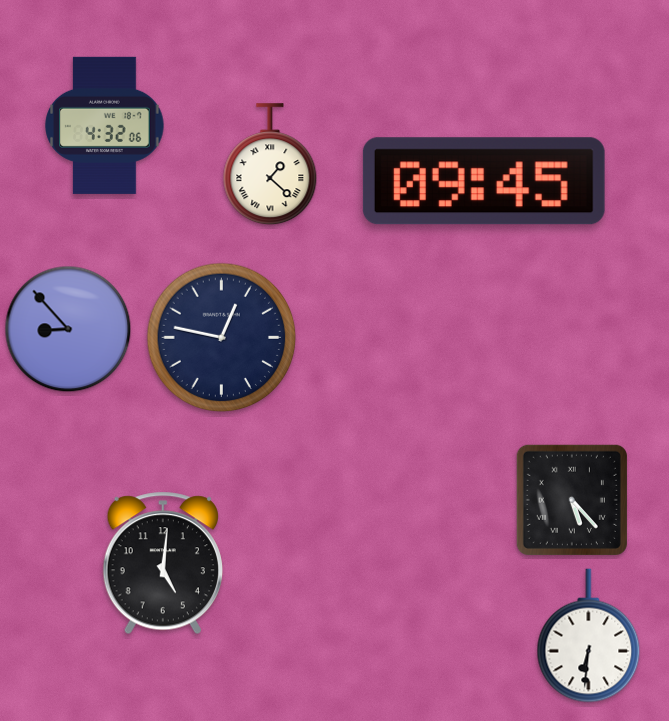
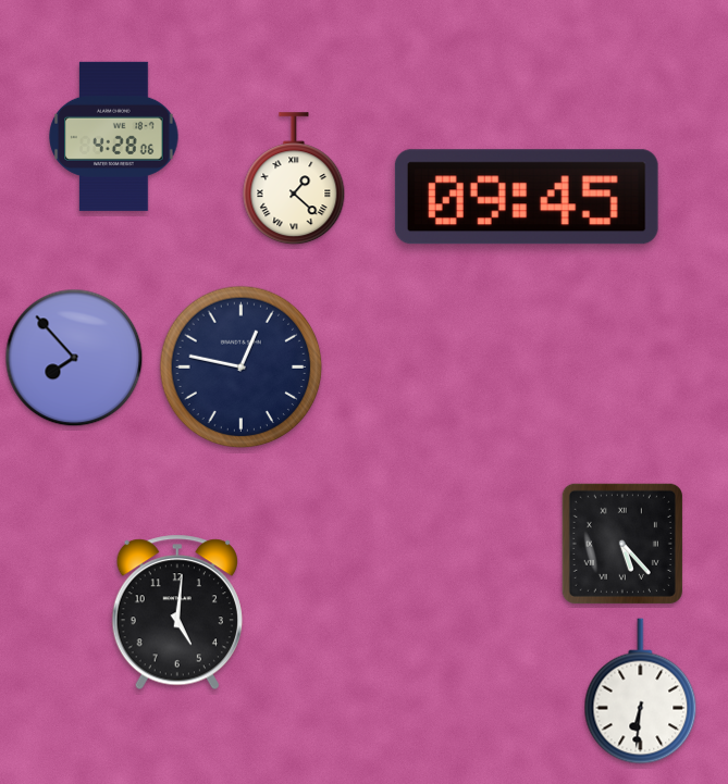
clock at (105, 125): 4:32 -> 4:28
clock at (68, 329): 8:53 -> 7:53
